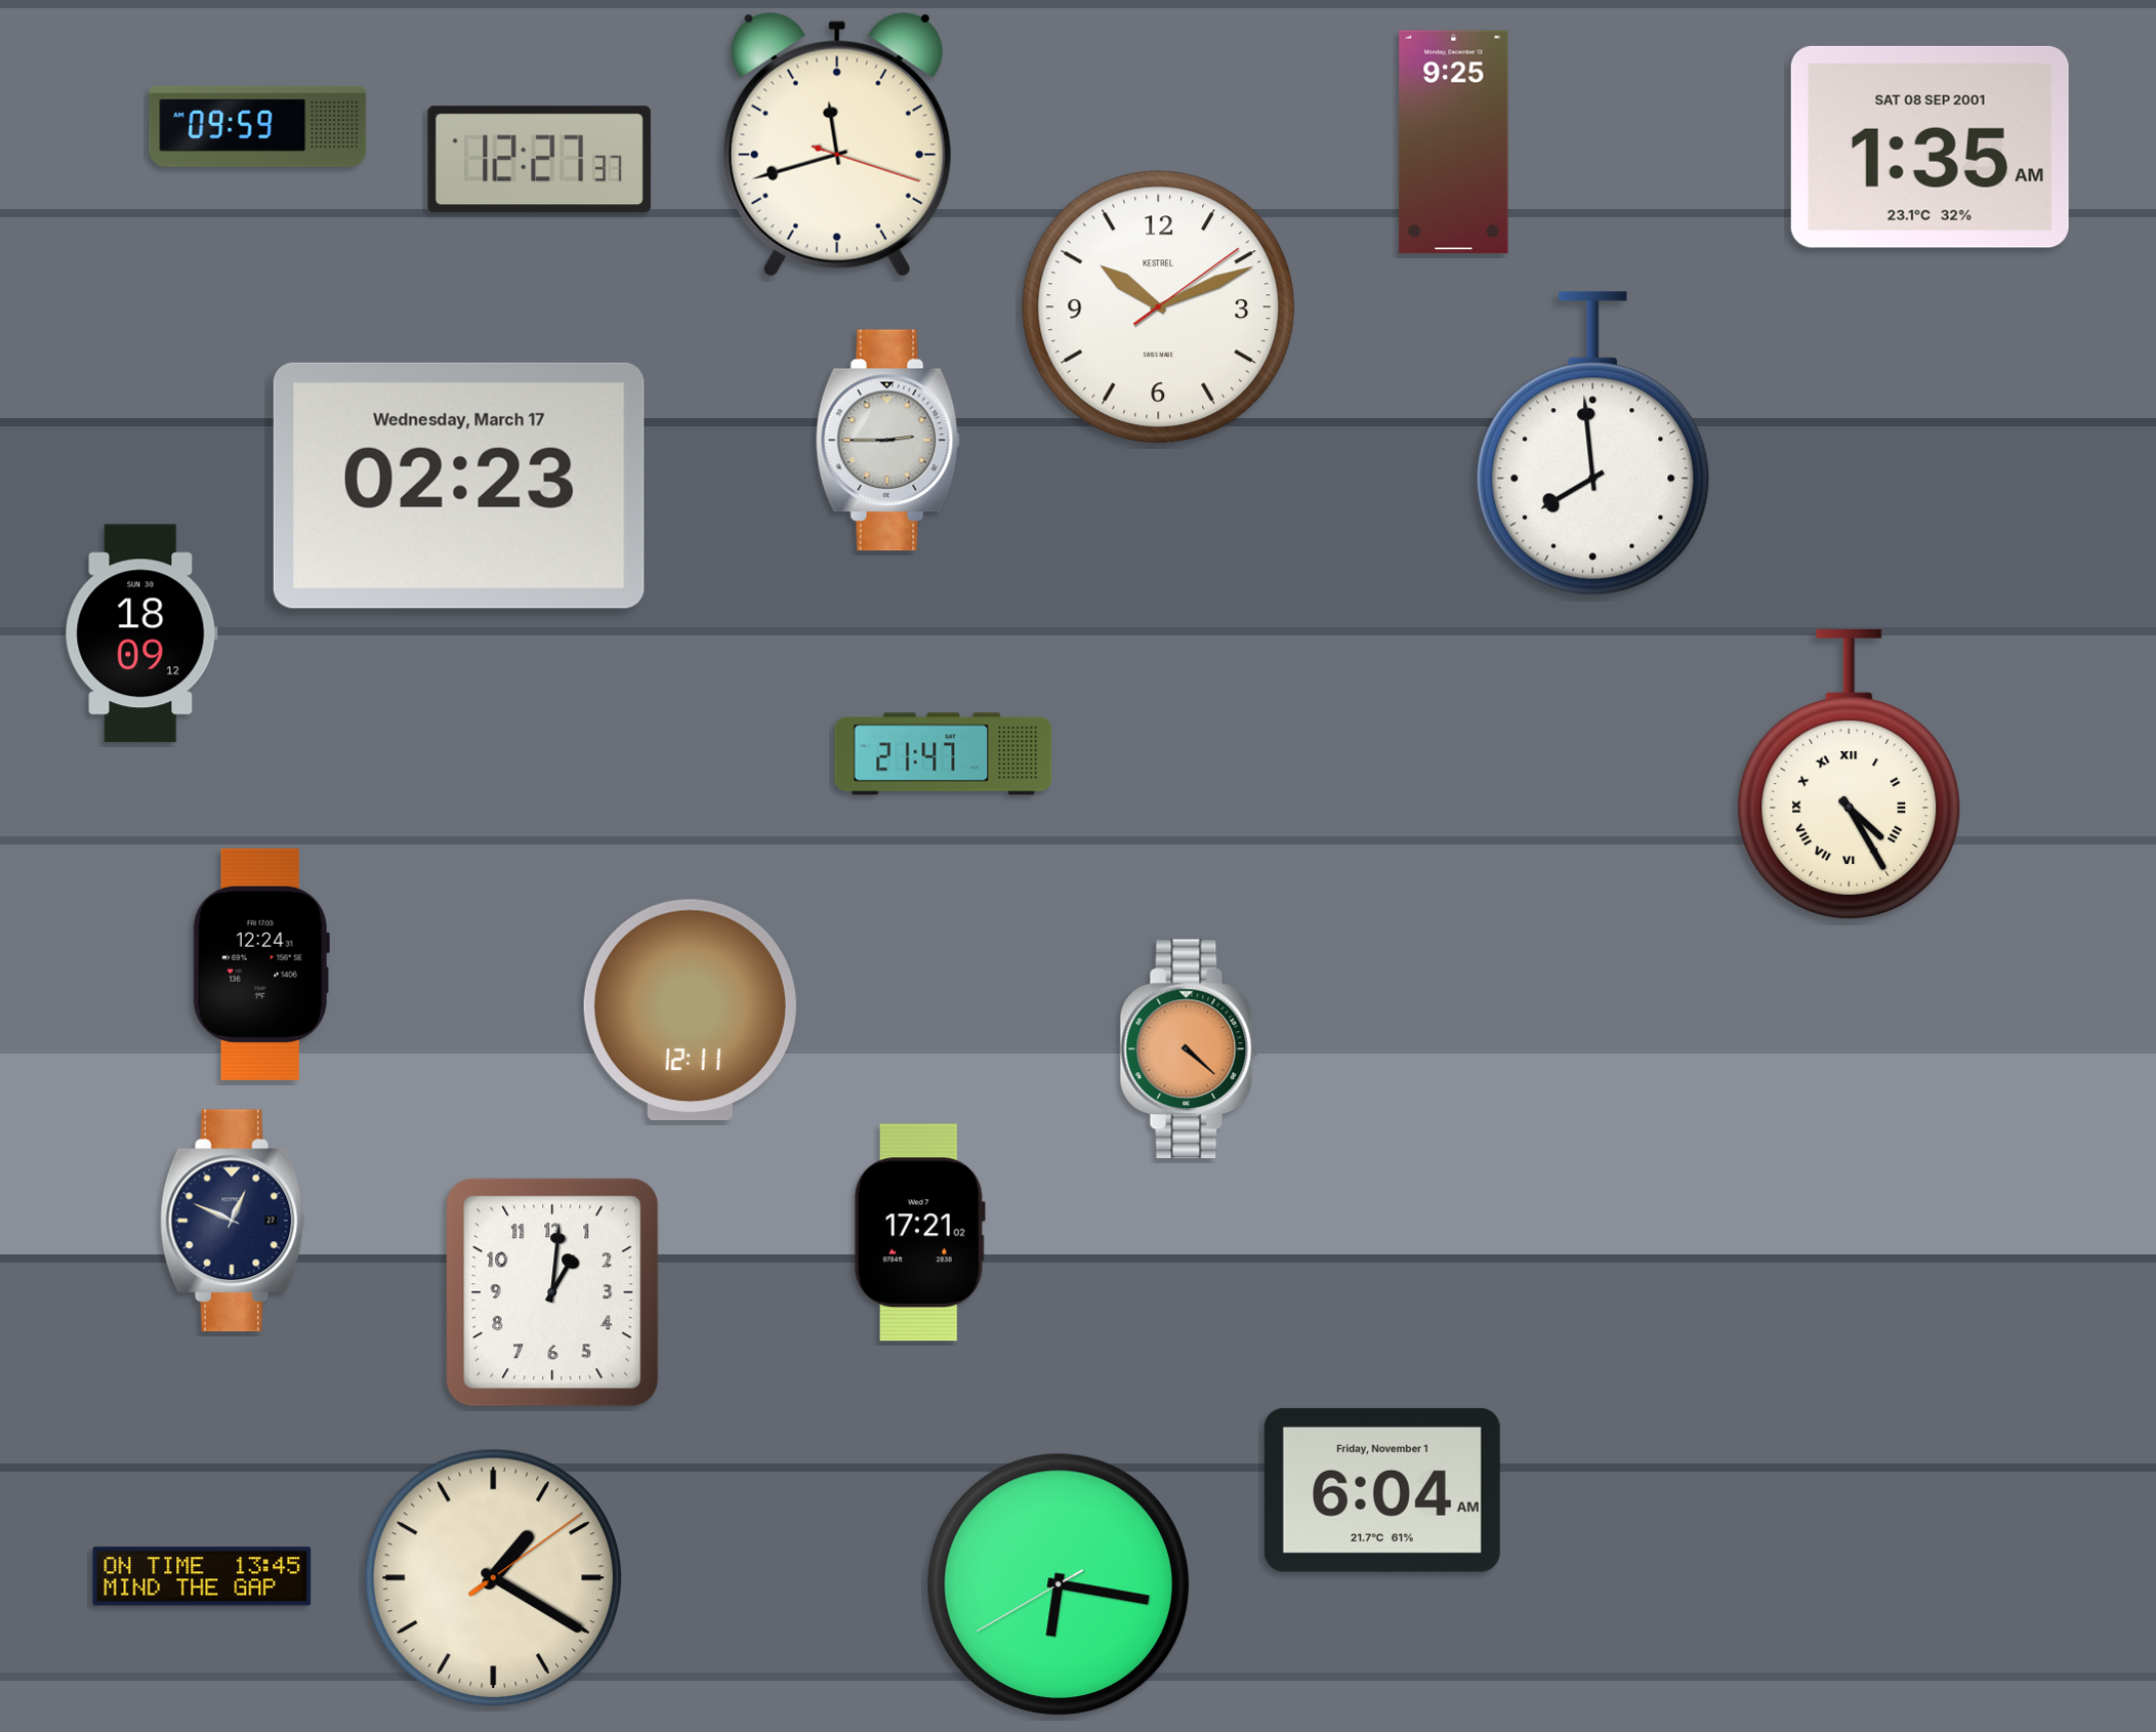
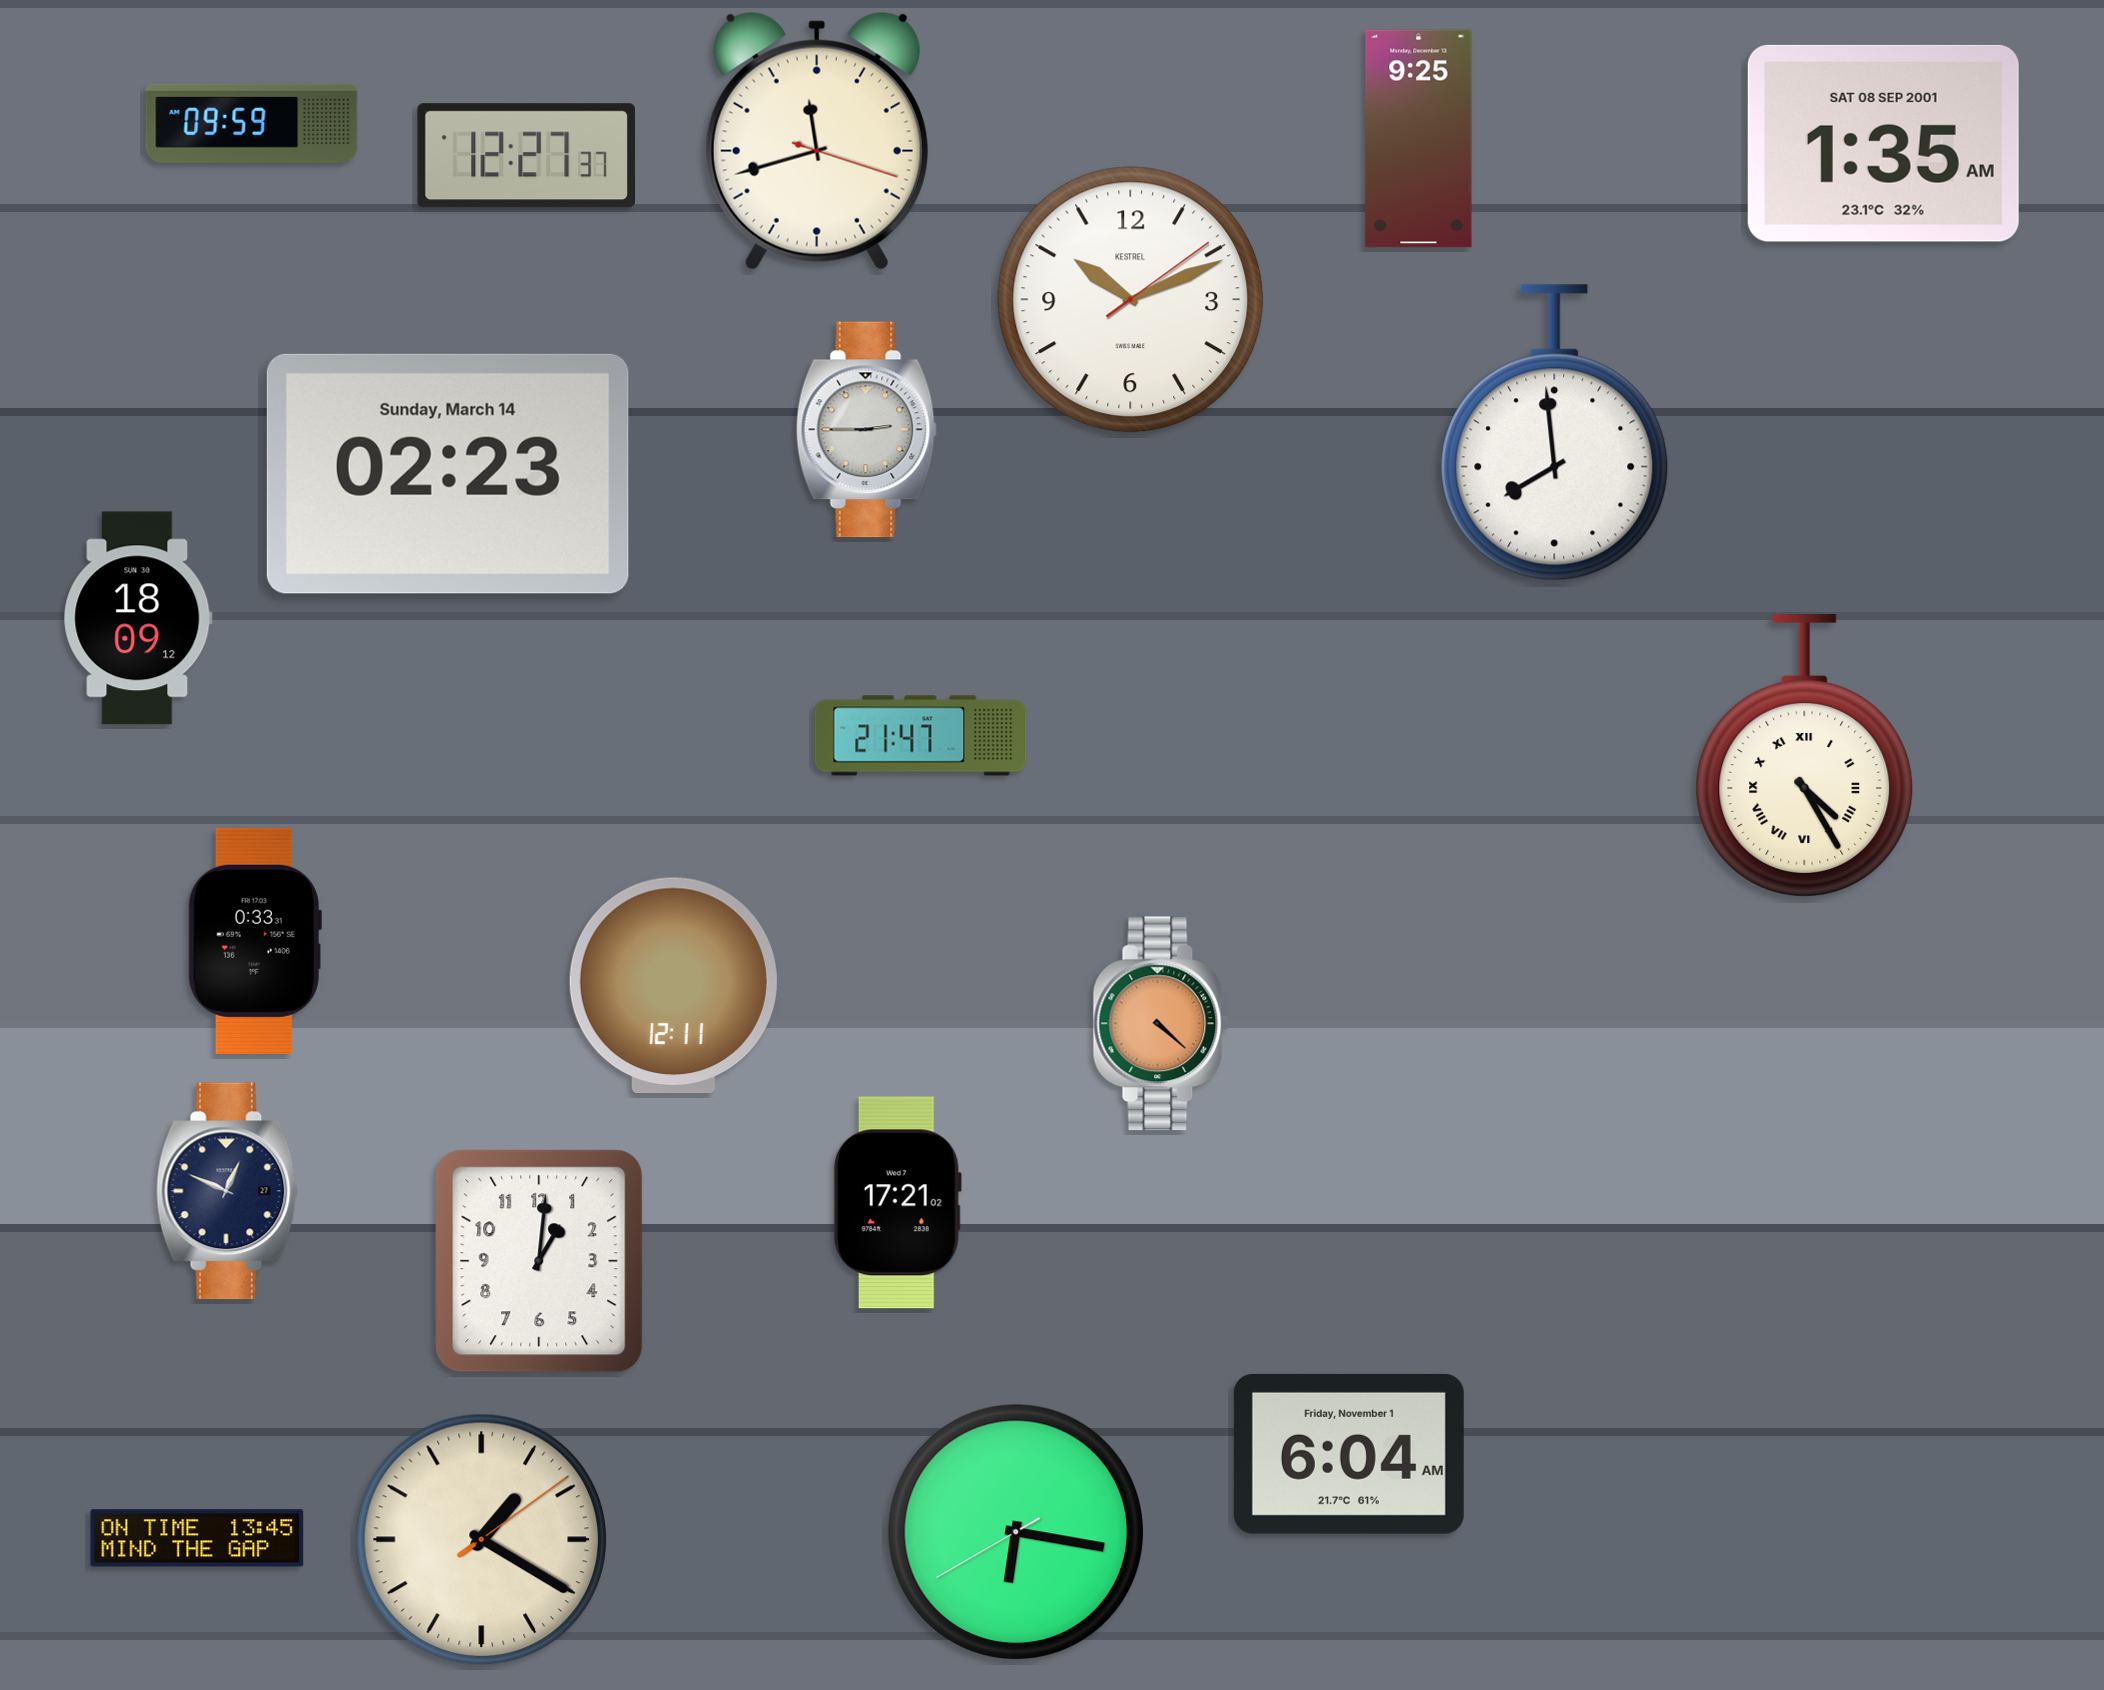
clock at (459, 486) date: Wednesday, March 17 -> Sunday, March 14
clock at (261, 964): 12:24 -> 0:33
clock at (1059, 1584) position: (1059, 1584) -> (1016, 1532)
